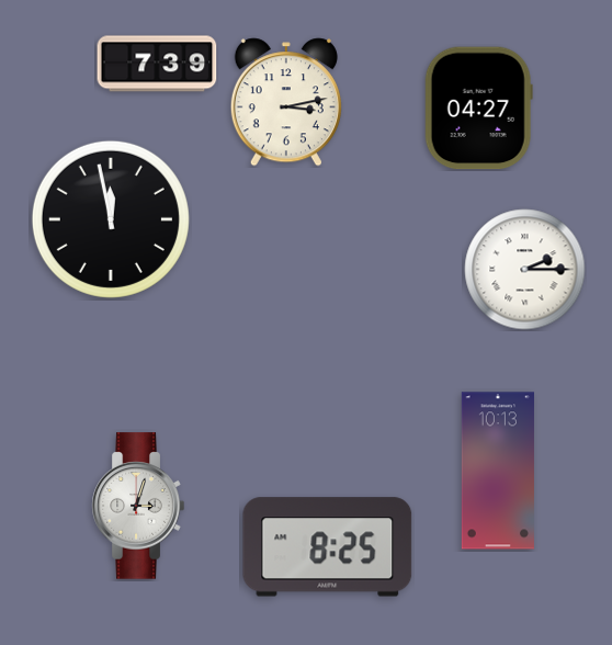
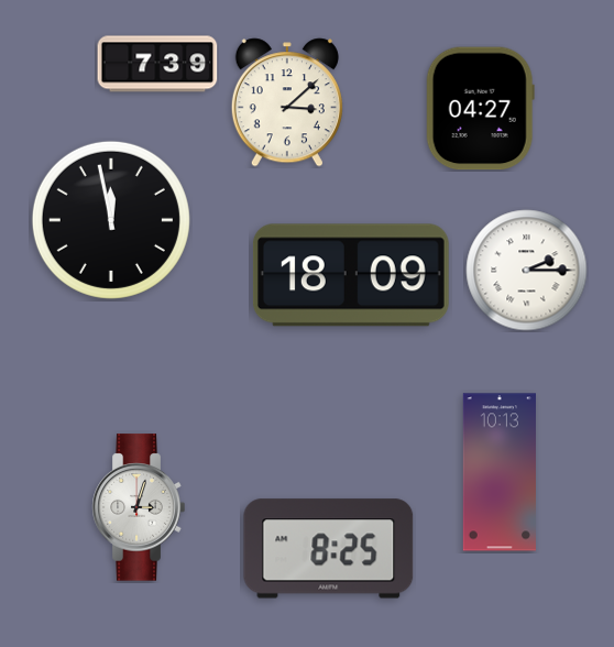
clock at (286, 102): 3:13 -> 3:08
clock at (351, 275): none -> 18:09
